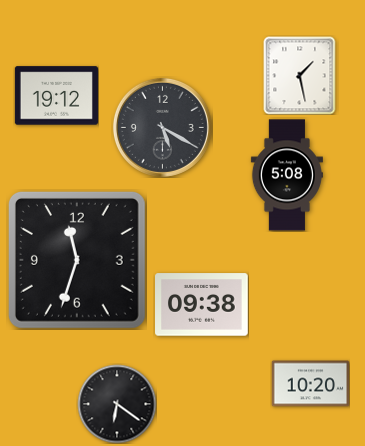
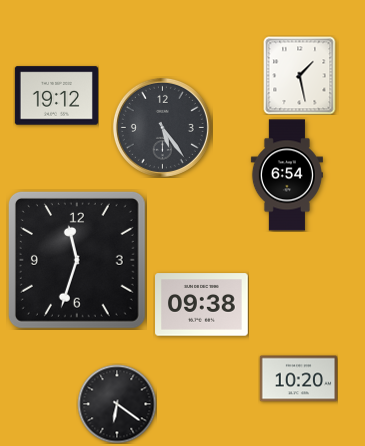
clock at (162, 127): 5:20 -> 5:24
clock at (287, 175): 5:08 -> 6:54
clock at (310, 384) position: (310, 384) -> (298, 379)
